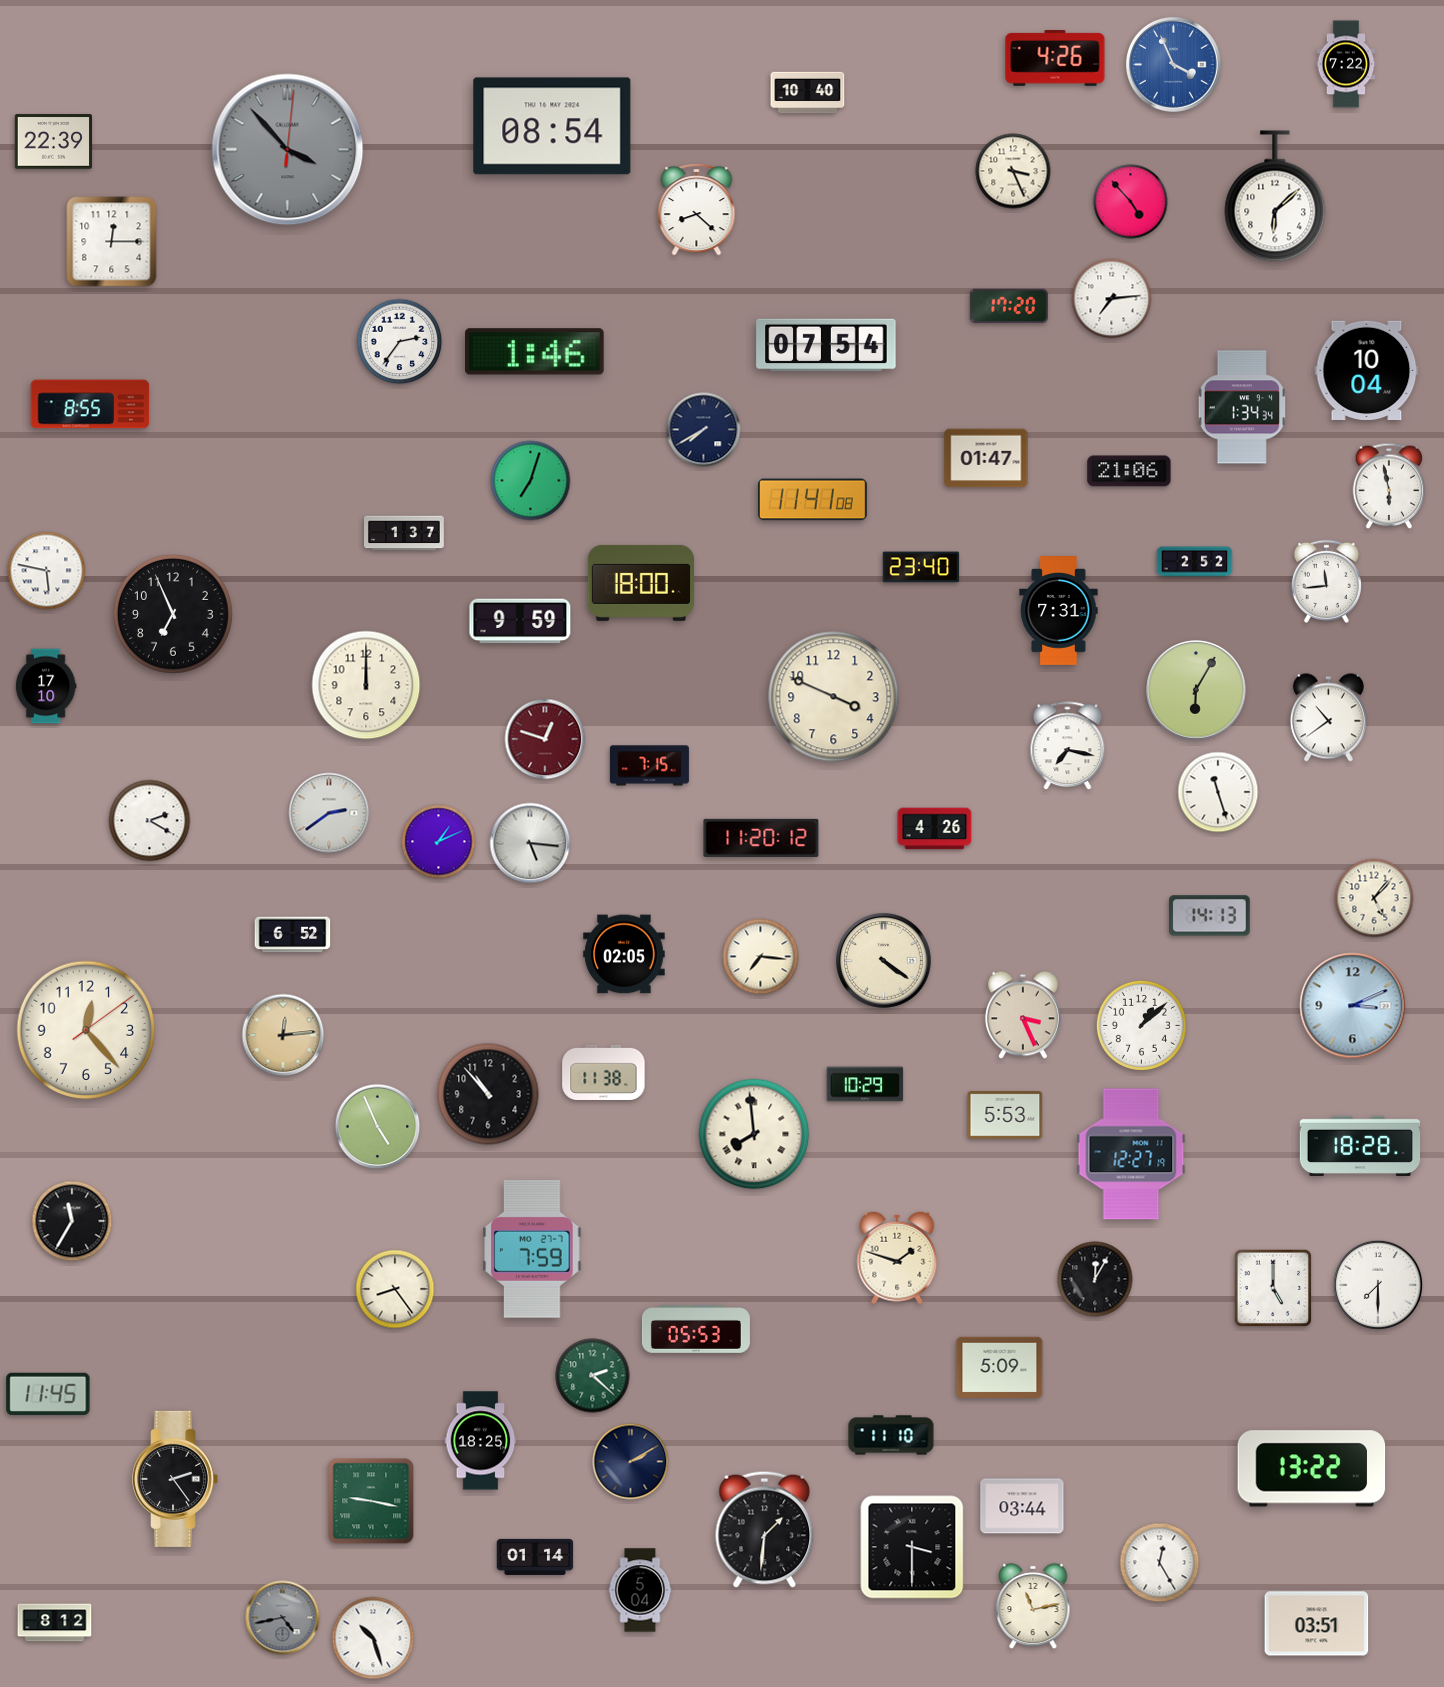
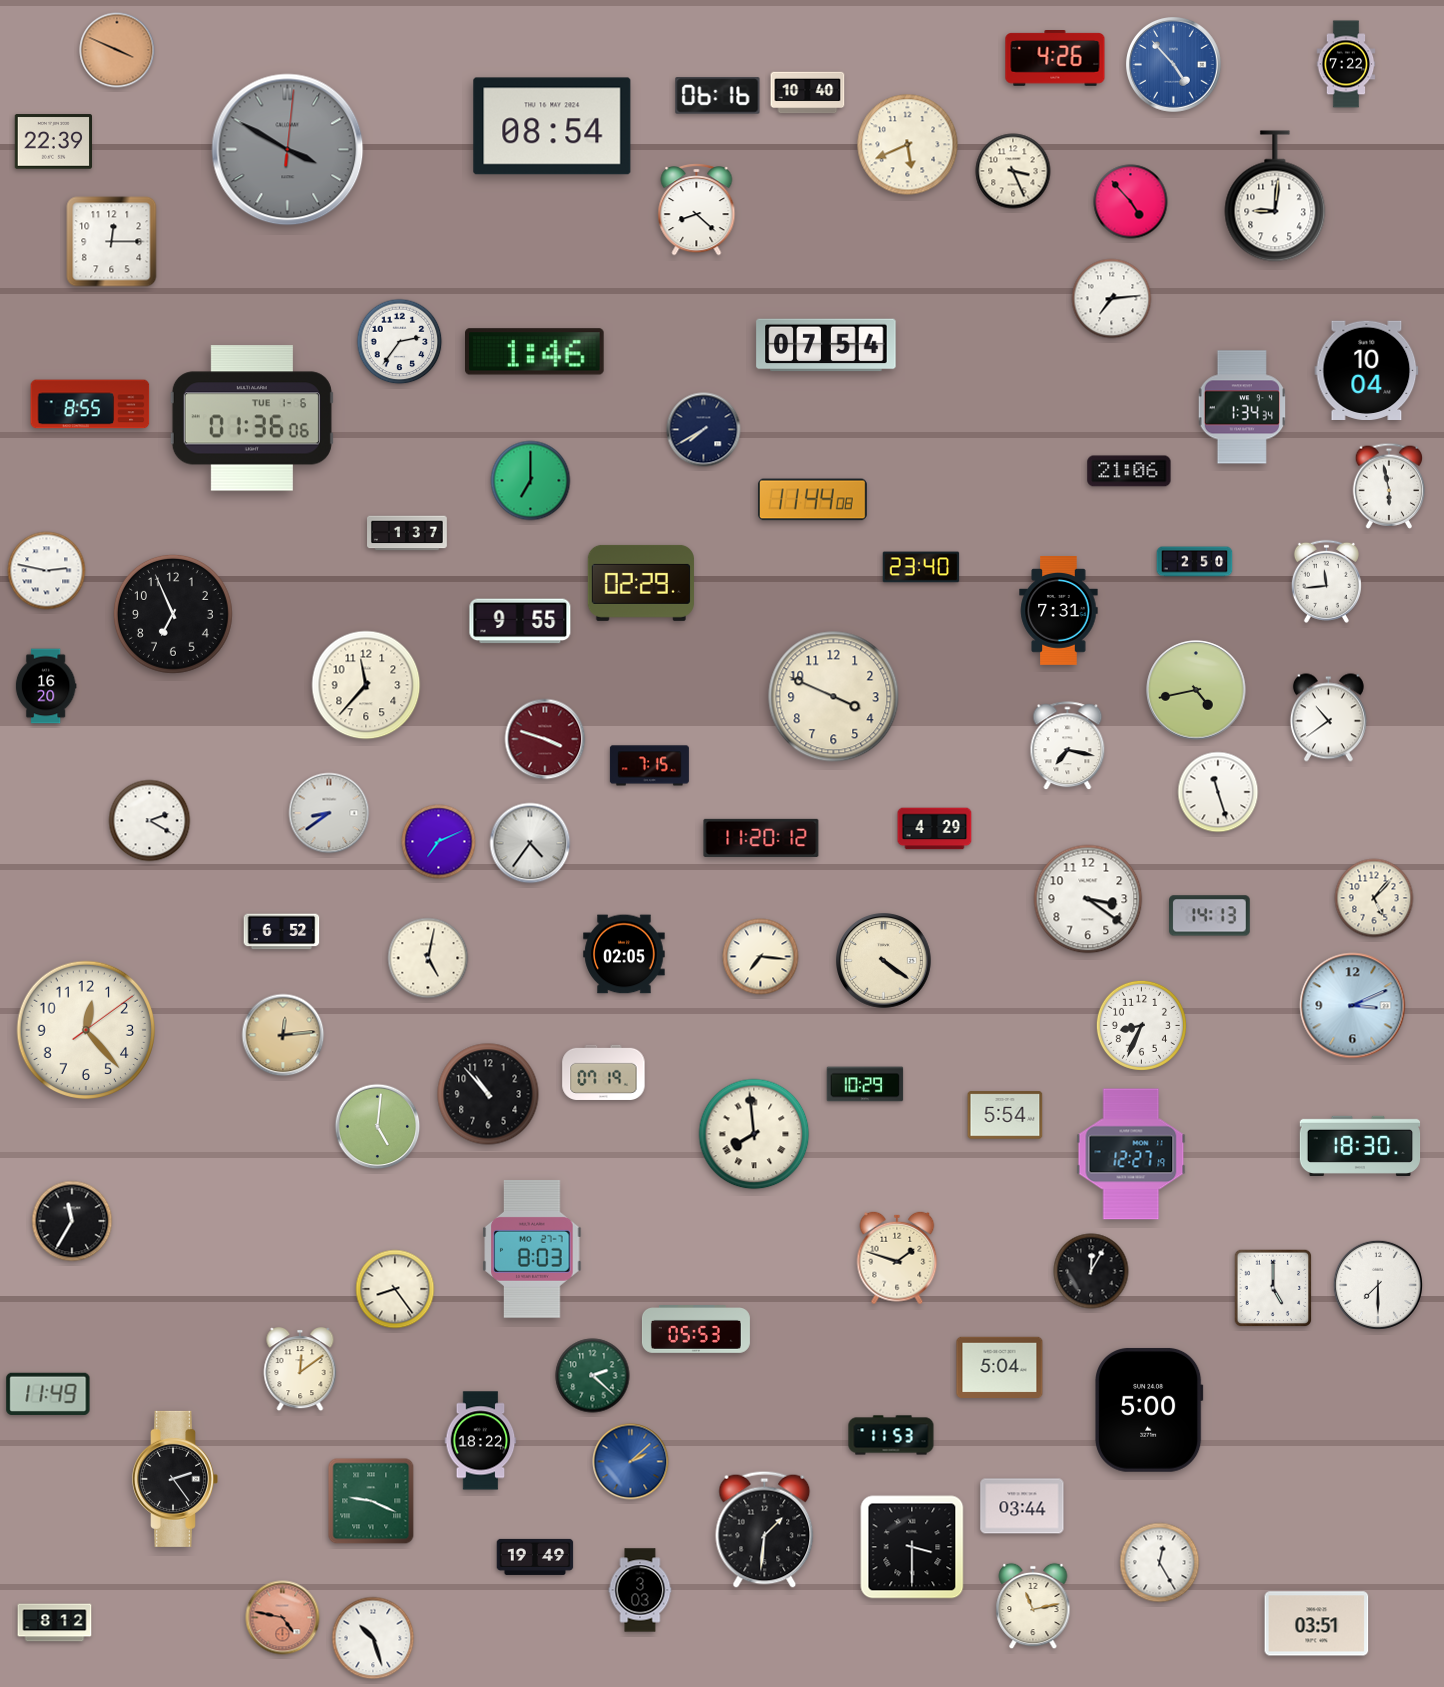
clock at (117, 50): none -> 3:49
clock at (1174, 65): 3:56 -> 4:53
clock at (718, 96): none -> 06:16
clock at (908, 145): none -> 5:41
clock at (288, 150): 3:53 -> 3:50
clock at (1275, 196): 6:08 -> 9:01
clock at (1009, 305): 17:20 -> none
clock at (252, 418): none -> 01:36
clock at (986, 458): 01:47 -> none
clock at (531, 481): 7:03 -> 7:00
clock at (812, 500): 11:41 -> 11:44
clock at (405, 533) position: (405, 533) -> (408, 533)
clock at (1195, 562): 2:52 -> 2:50
clock at (47, 571): 5:47 -> 2:47
clock at (641, 583): 18:00 -> 02:29
clock at (520, 621): 9:59 -> 9:55
clock at (366, 685): 12:00 -> 11:37
clock at (46, 686): 17:10 -> 16:20
clock at (1196, 690): 6:05 -> 4:43
clock at (545, 739): 12:48 -> 3:48
clock at (329, 813): 2:39 -> 8:39
clock at (935, 829): 4:26 -> 4:29
clock at (439, 842): 1:11 -> 7:11
clock at (530, 843): 5:16 -> 4:36
clock at (1088, 899): none -> 3:21
clock at (293, 935) position: (293, 935) -> (282, 932)
clock at (428, 958): none -> 5:02
clock at (1023, 1015): 3:26 -> none
clock at (1141, 1025): 1:08 -> 8:34
clock at (604, 1072): 11:38 -> 07:19
clock at (1005, 1115): 5:53 -> 5:54
clock at (378, 1127): 4:56 -> 5:01
clock at (1360, 1146): 18:28 -> 18:30
clock at (532, 1249): 7:59 -> 8:03
clock at (1095, 1279) position: (1095, 1279) -> (1091, 1271)
clock at (1000, 1368): 5:09 -> 5:04
clock at (300, 1370): none -> 12:09
clock at (48, 1394): 11:45 -> 11:49
clock at (1150, 1410): none -> 5:00
clock at (891, 1435): 11:10 -> 11:53
clock at (481, 1441): 18:25 -> 18:22
clock at (631, 1462): 2:10 -> 2:08
clock at (631, 1462) dial: navy -> blue
clock at (1312, 1469): 13:22 -> none
clock at (371, 1501): 9:17 -> 9:19
clock at (535, 1557): 01:14 -> 19:49
clock at (640, 1590): 5:04 -> 3:03
clock at (283, 1618): 4:43 -> 4:47
clock at (283, 1618) dial: grey -> salmon
